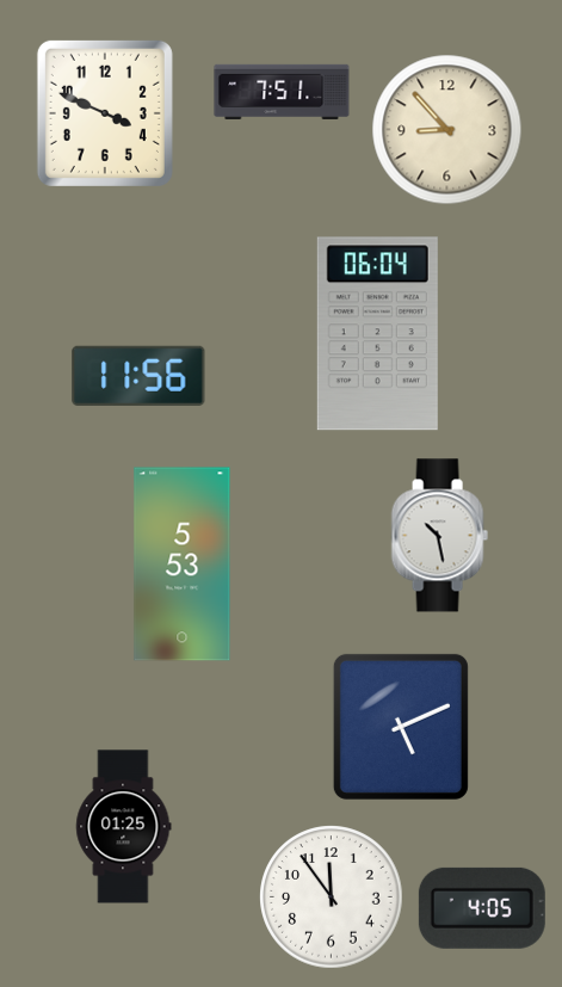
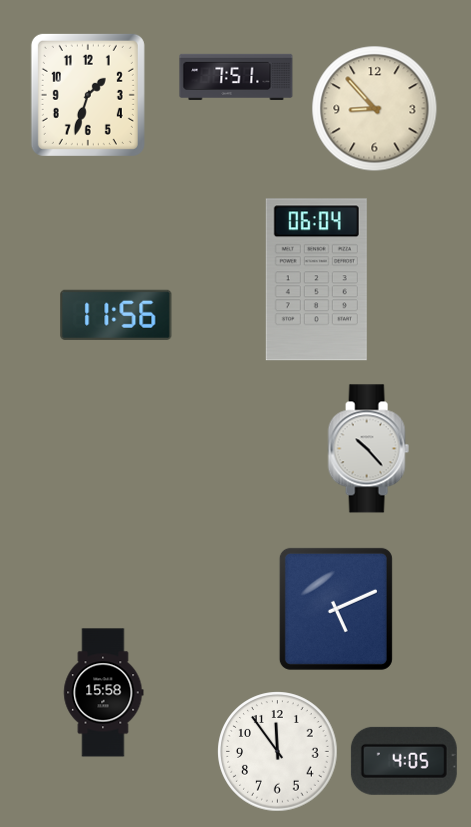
clock at (105, 113): 3:49 -> 1:33
clock at (439, 536): 10:28 -> 10:23
clock at (183, 565): 5:53 -> none
clock at (124, 827): 01:25 -> 15:58
